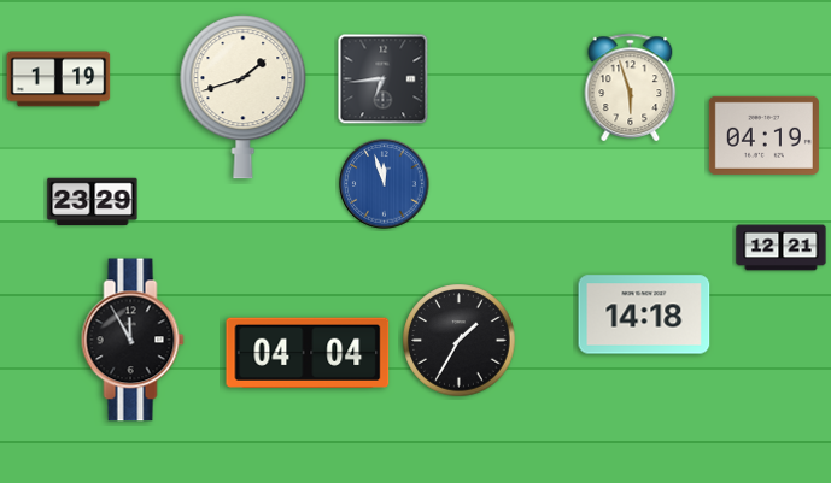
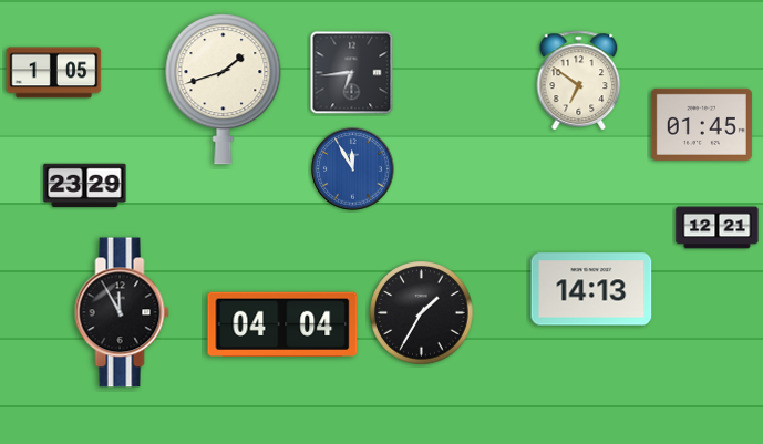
clock at (59, 79): 1:19 -> 1:05
clock at (631, 87): 5:57 -> 6:51
clock at (763, 135): 04:19 -> 01:45
clock at (385, 184): 11:57 -> 11:55
clock at (644, 314): 14:18 -> 14:13
